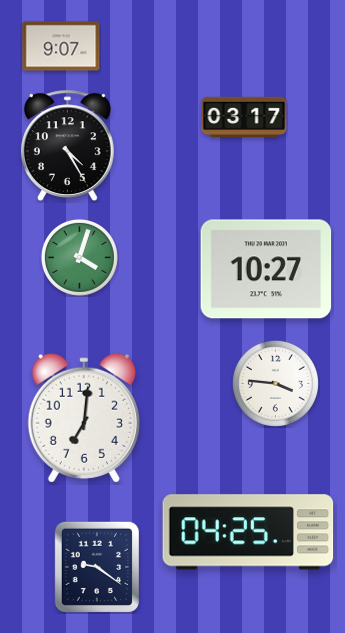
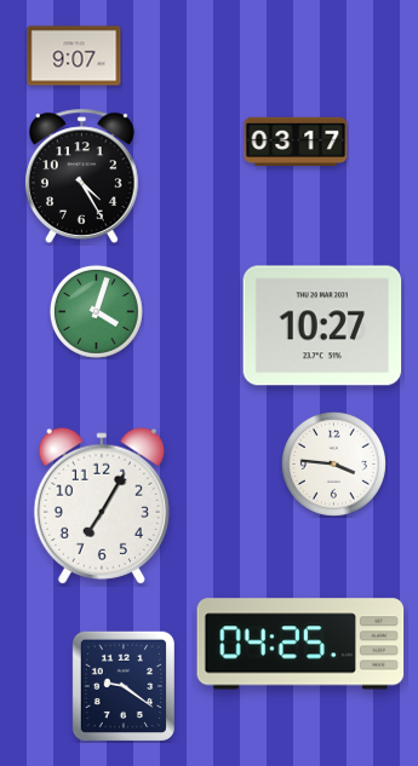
clock at (84, 418): 7:01 -> 7:05
clock at (96, 566) position: (96, 566) -> (122, 685)
